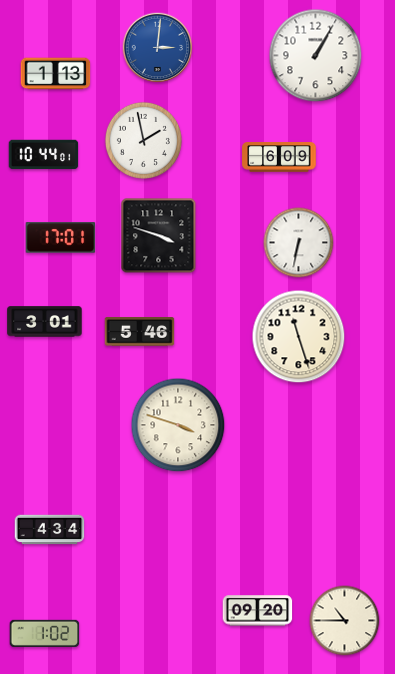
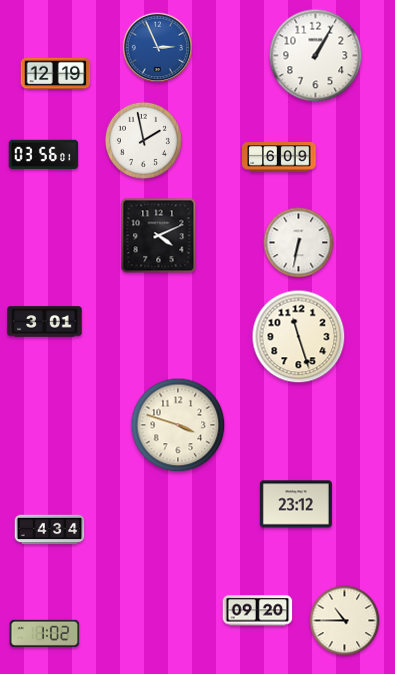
clock at (158, 48): 3:01 -> 2:56
clock at (56, 74): 1:13 -> 12:19
clock at (44, 155): 10:44 -> 03:56
clock at (159, 236): 3:48 -> 4:11
clock at (61, 238): 17:01 -> none
clock at (140, 332): 5:46 -> none
clock at (296, 504): none -> 23:12
